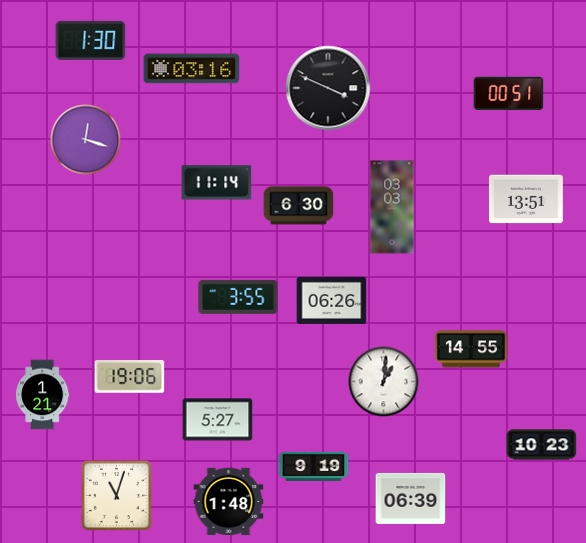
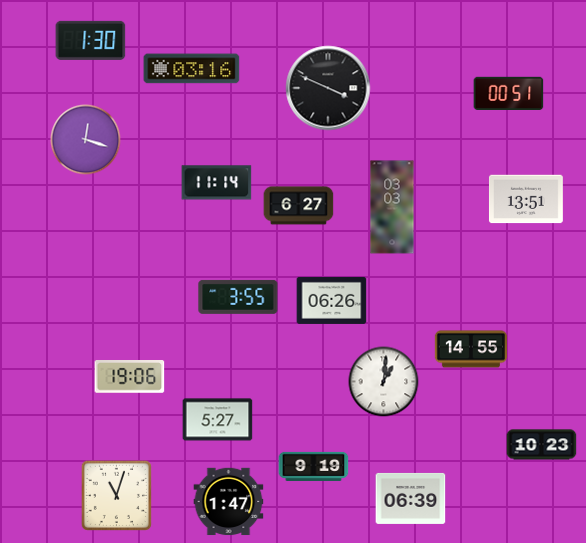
clock at (299, 206): 6:30 -> 6:27
clock at (43, 395): 1:21 -> none
clock at (229, 502): 1:48 -> 1:47
